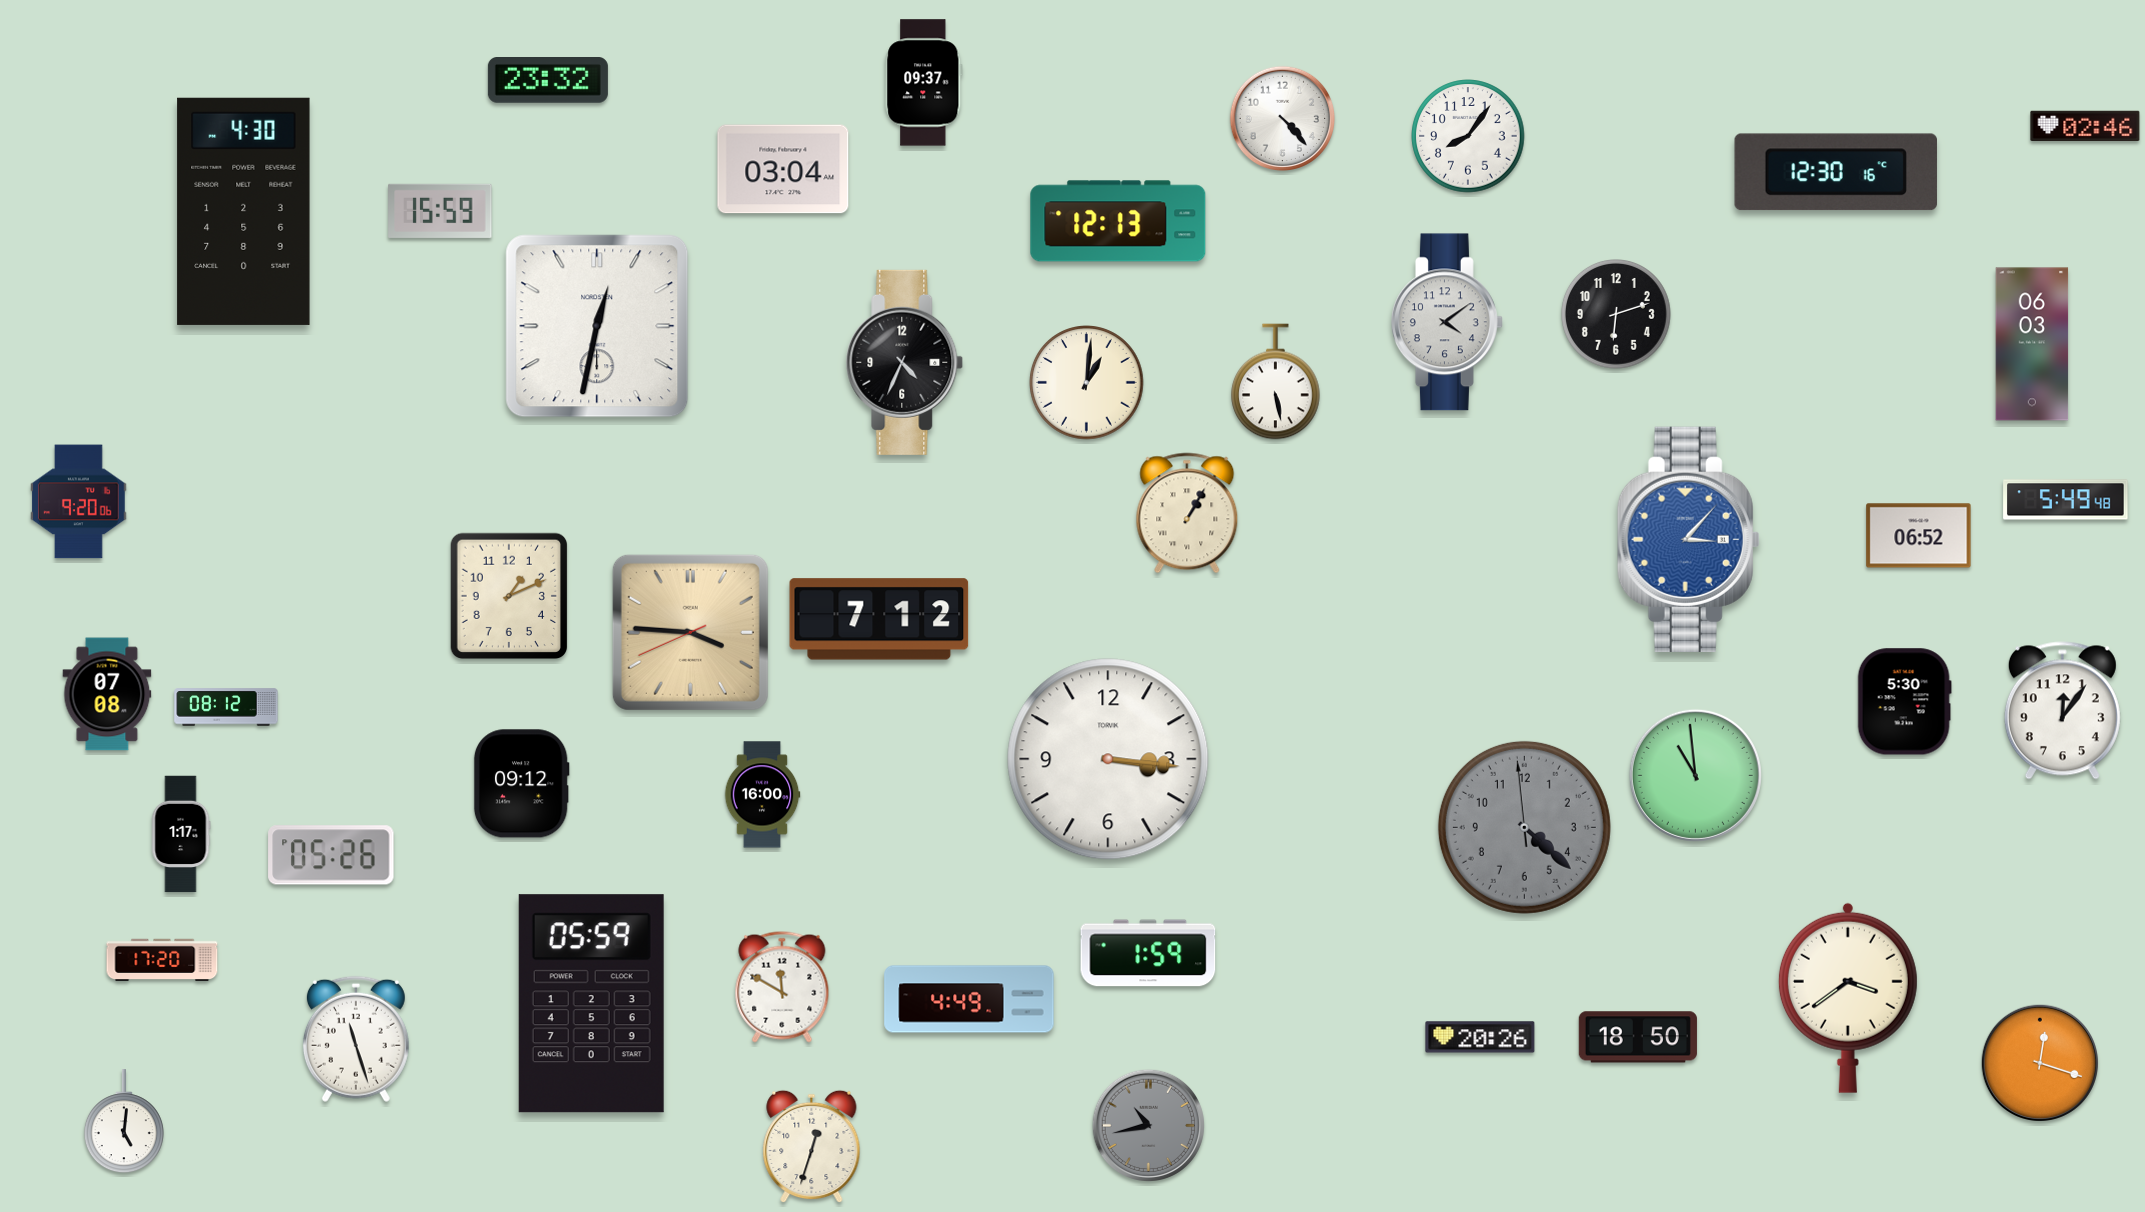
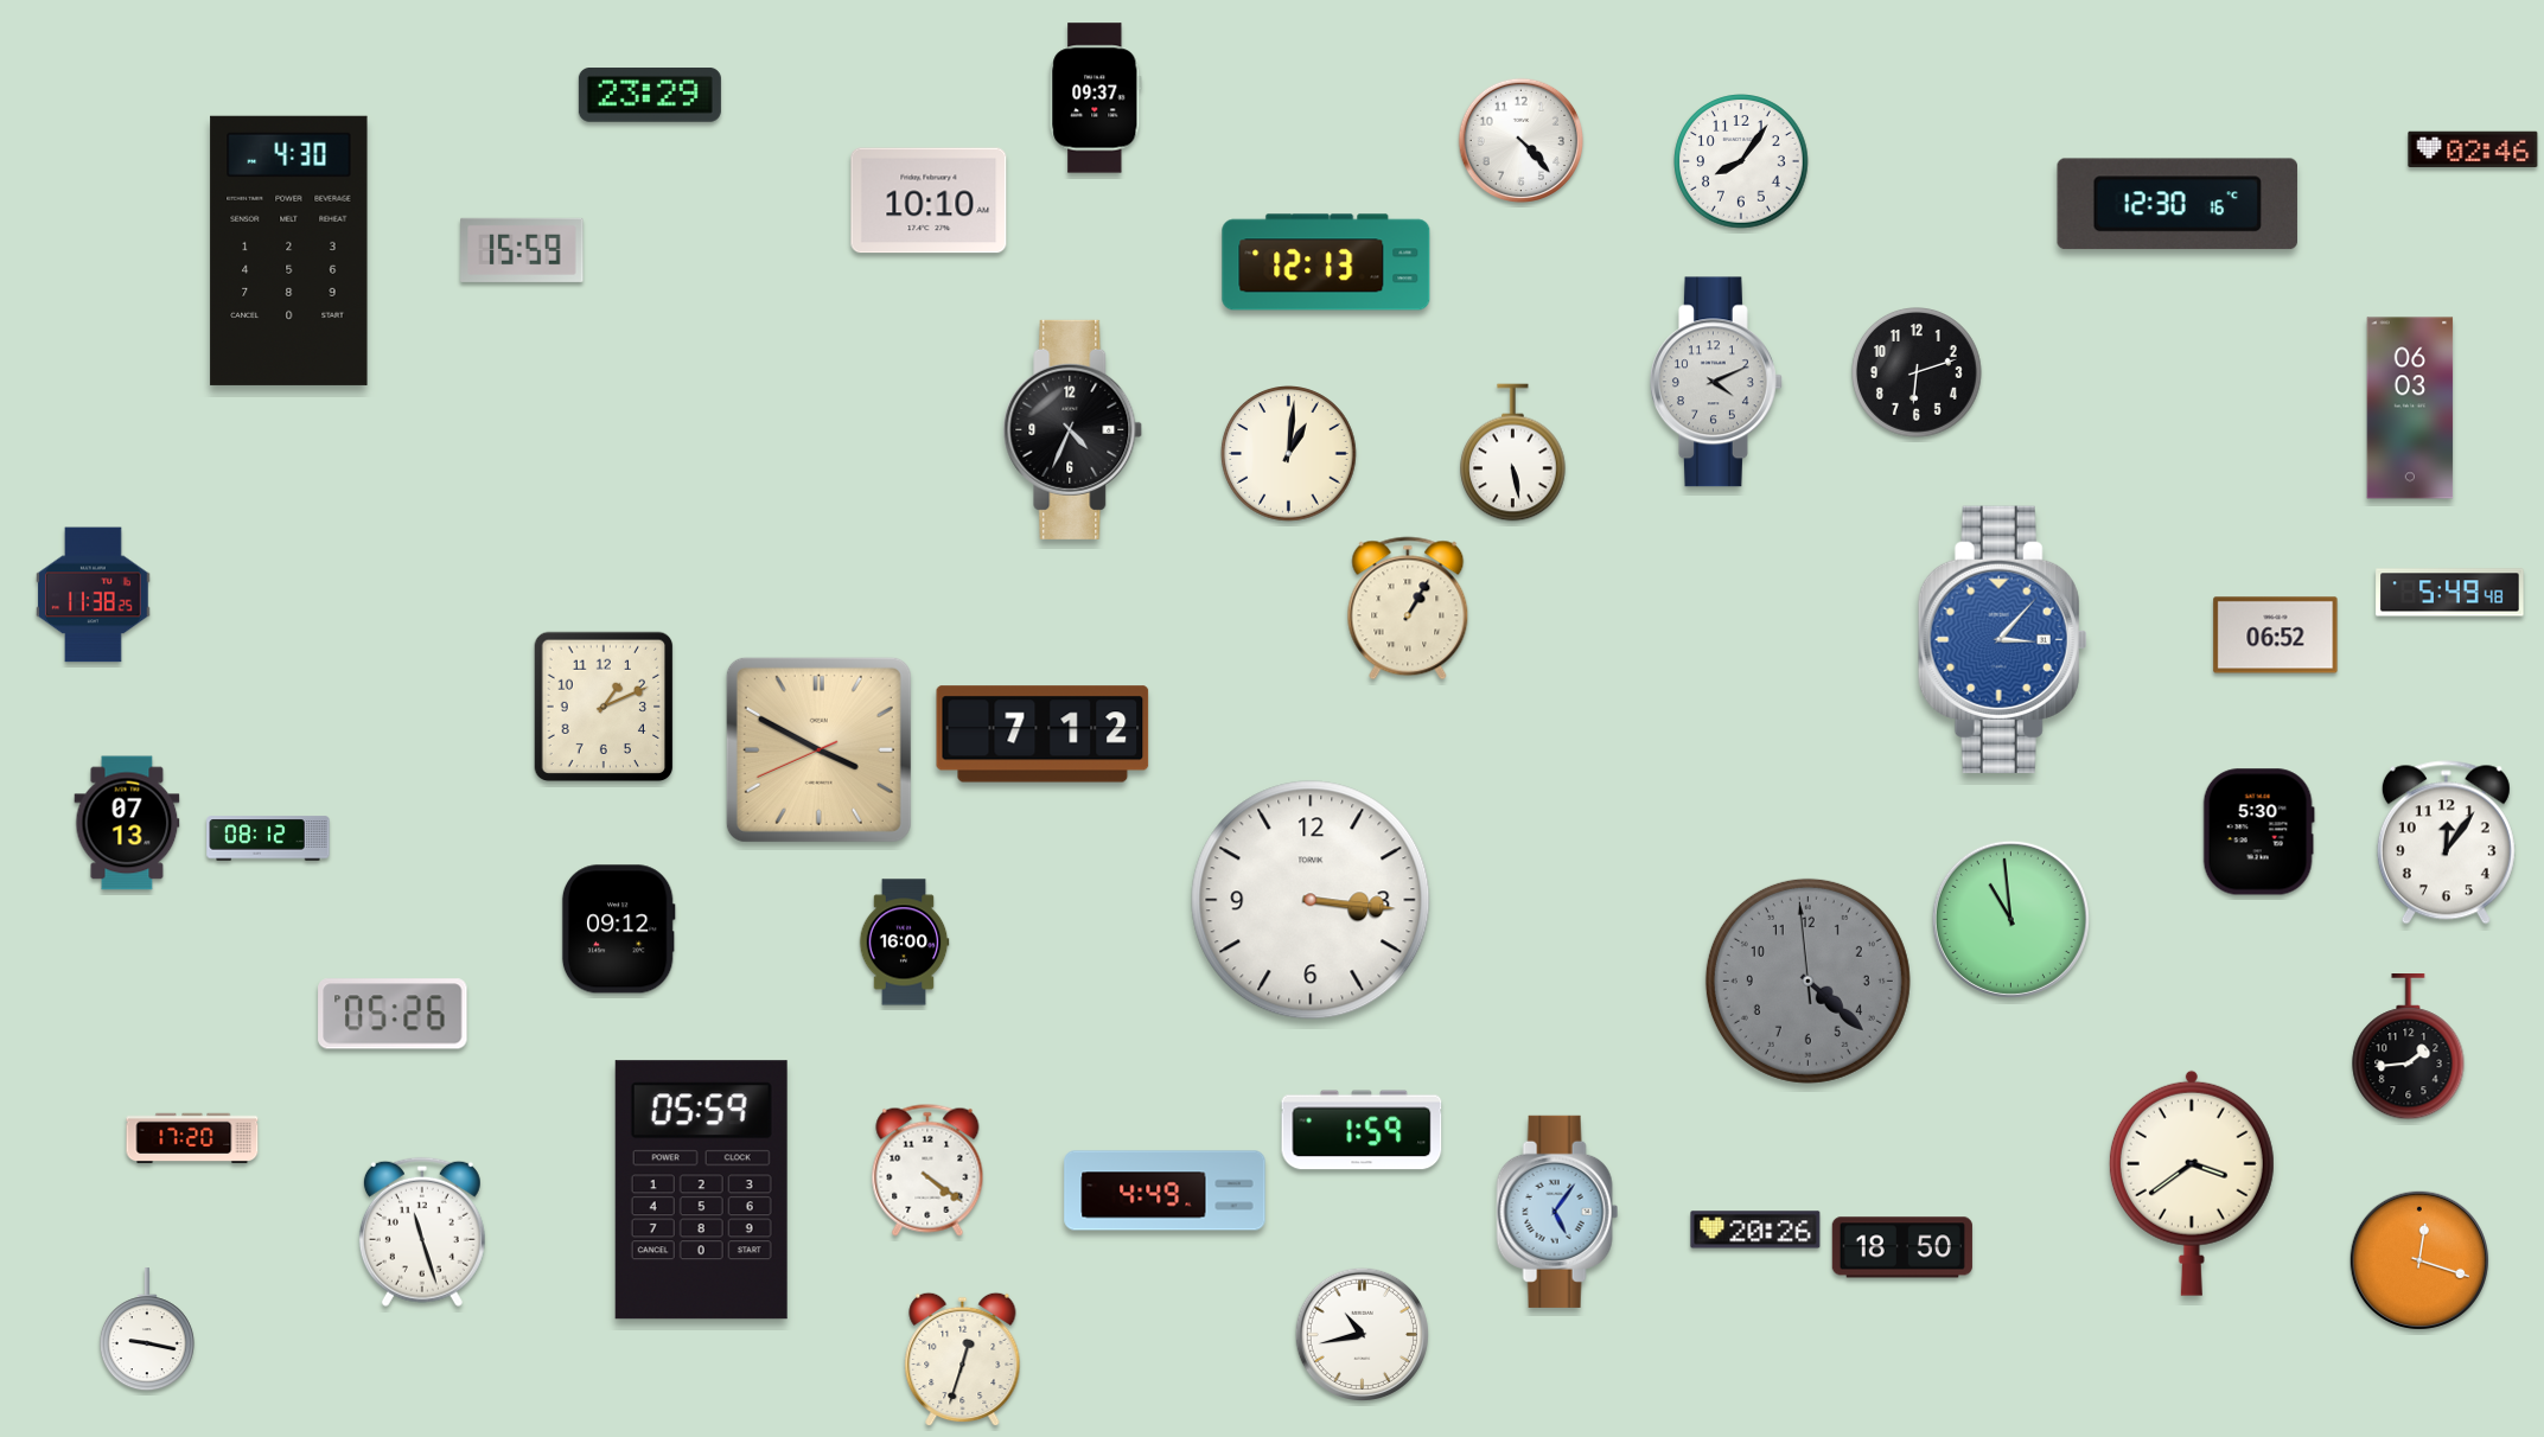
clock at (548, 81): 23:32 -> 23:29
clock at (783, 169): 03:04 -> 10:10
clock at (1447, 322): 4:09 -> 4:11
clock at (597, 326): 12:32 -> none
clock at (79, 502): 9:20 -> 11:38
clock at (690, 632): 3:45 -> 3:49
clock at (107, 694): 07:08 -> 07:13
clock at (1108, 759) position: (1108, 759) -> (1311, 900)
clock at (181, 834): 1:17 -> none
clock at (2409, 1048): none -> 1:44
clock at (782, 987): 11:50 -> 4:21
clock at (969, 999) position: (969, 999) -> (1165, 1190)
clock at (1557, 1212): none -> 5:06
clock at (1638, 1037) position: (1638, 1037) -> (1902, 1247)
clock at (124, 1122): 5:01 -> 9:17
clock at (1148, 1125) dial: grey -> white
